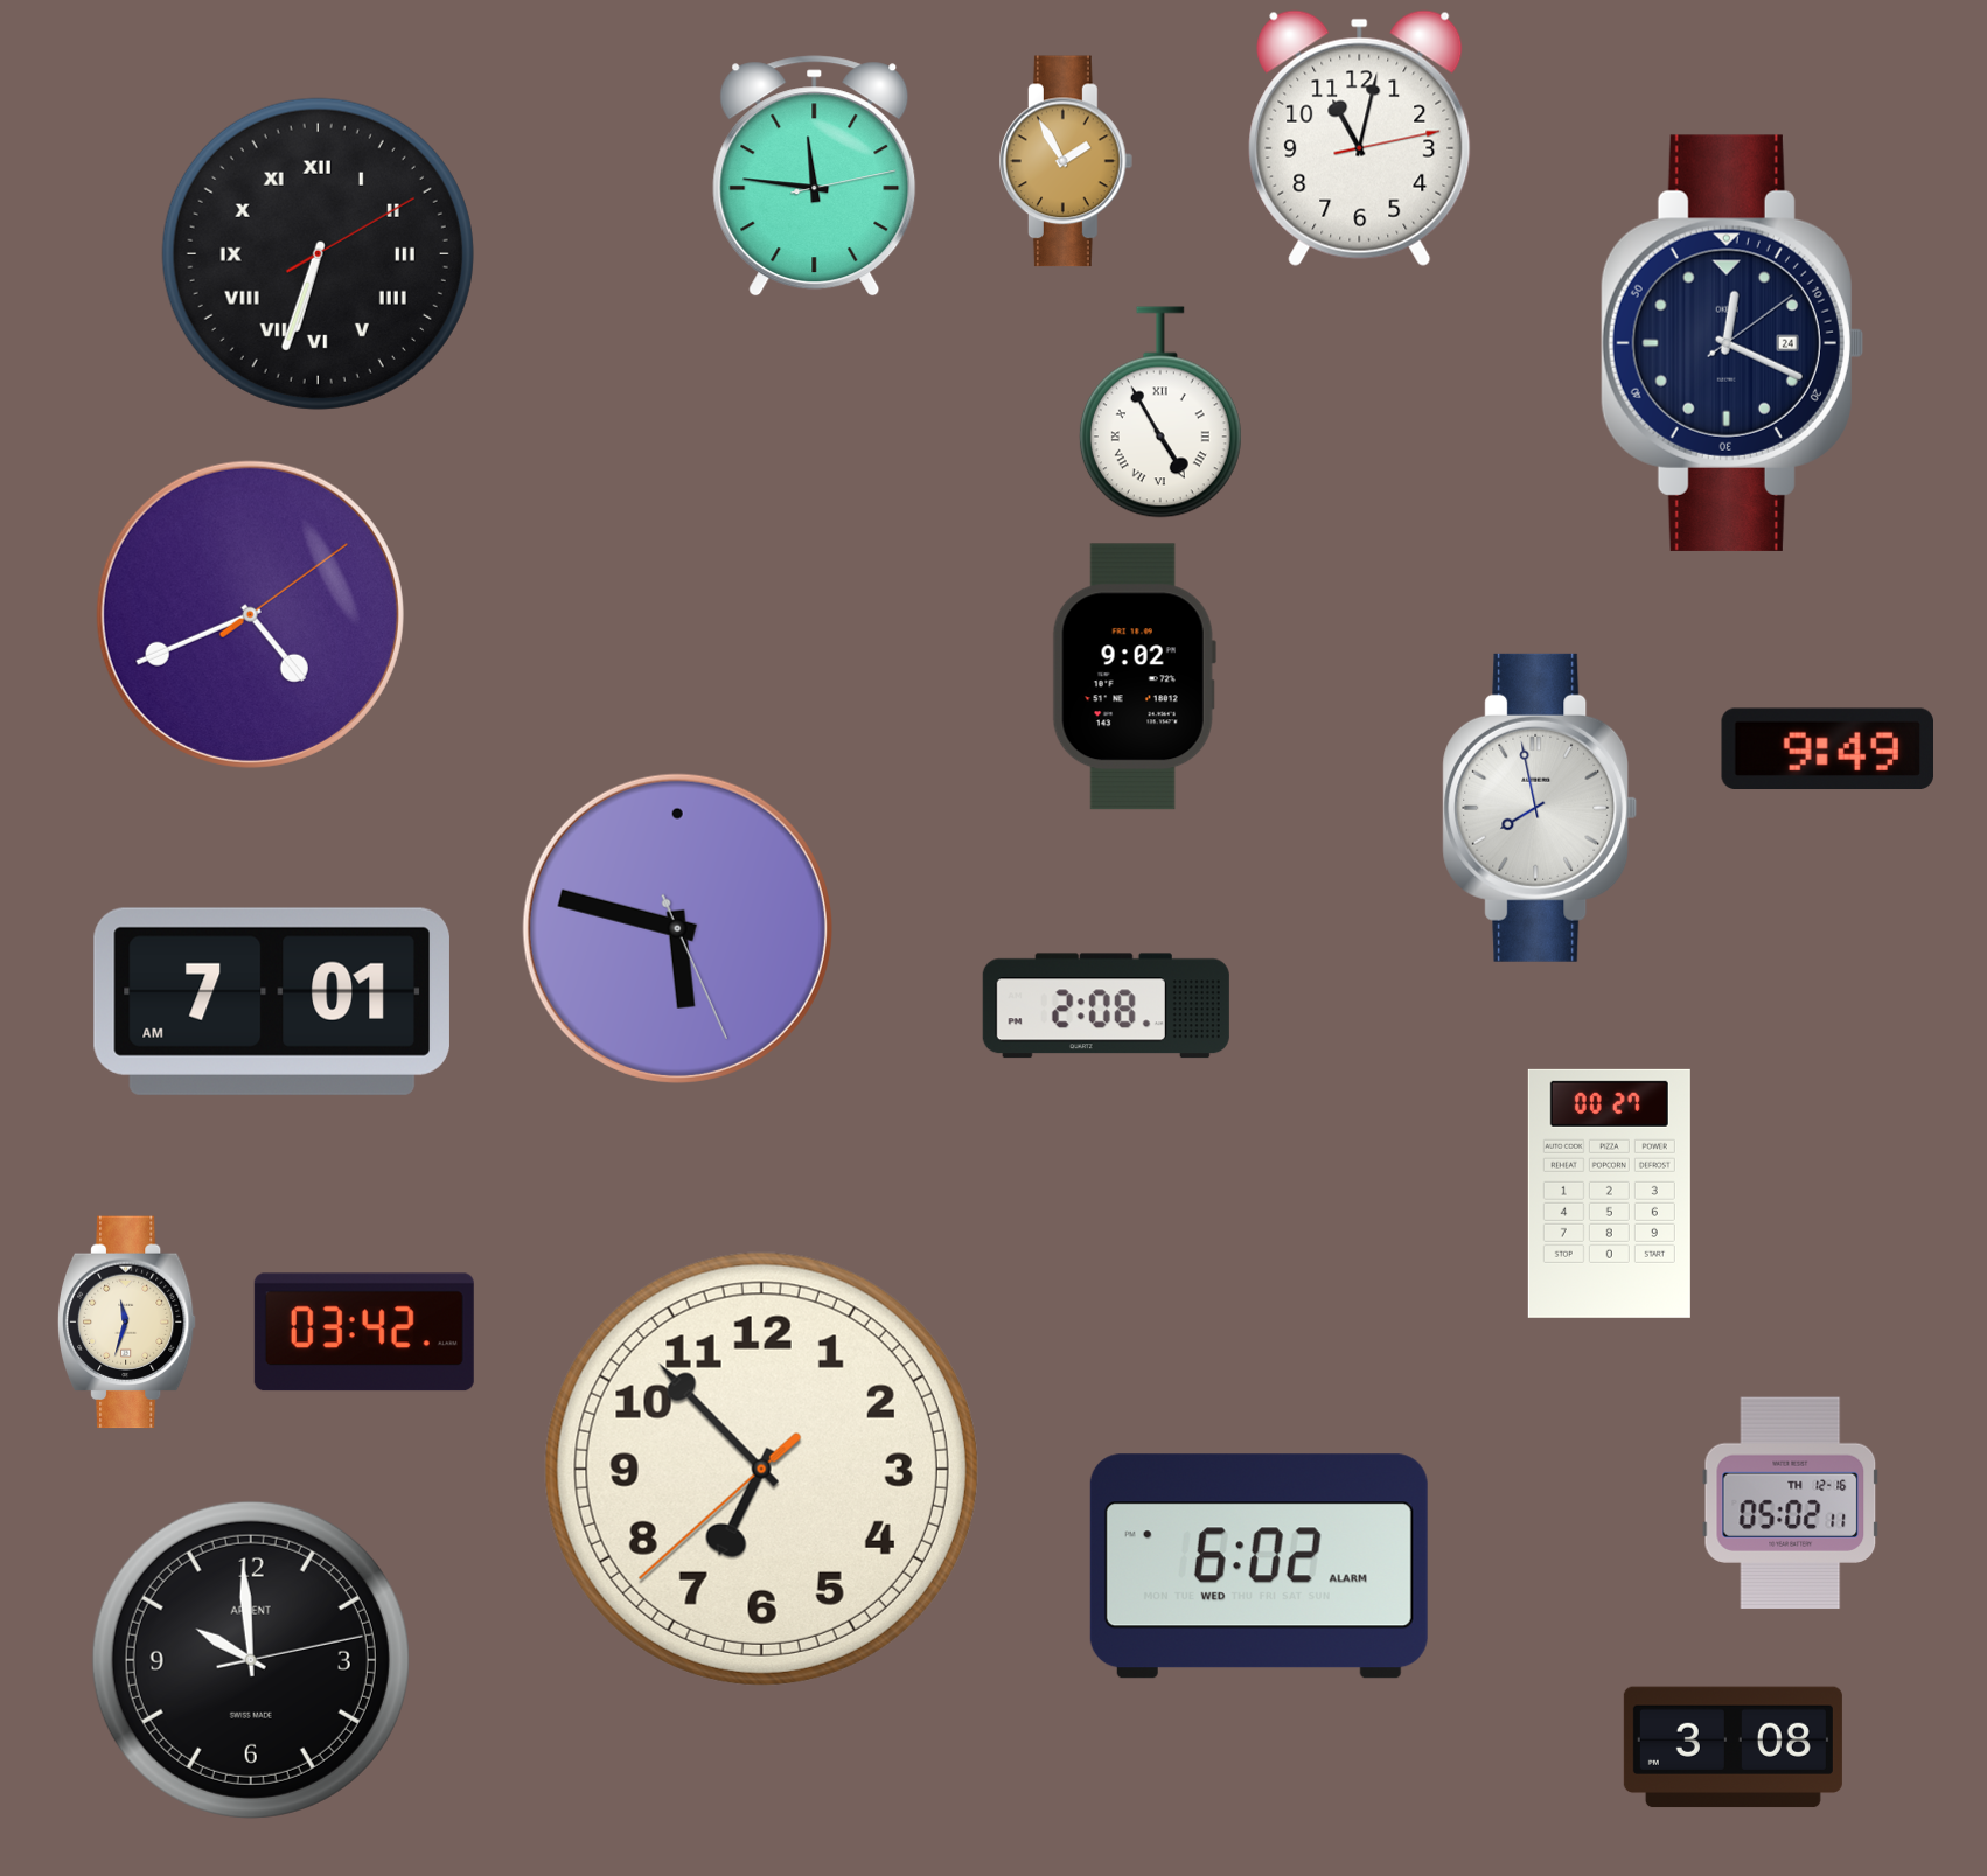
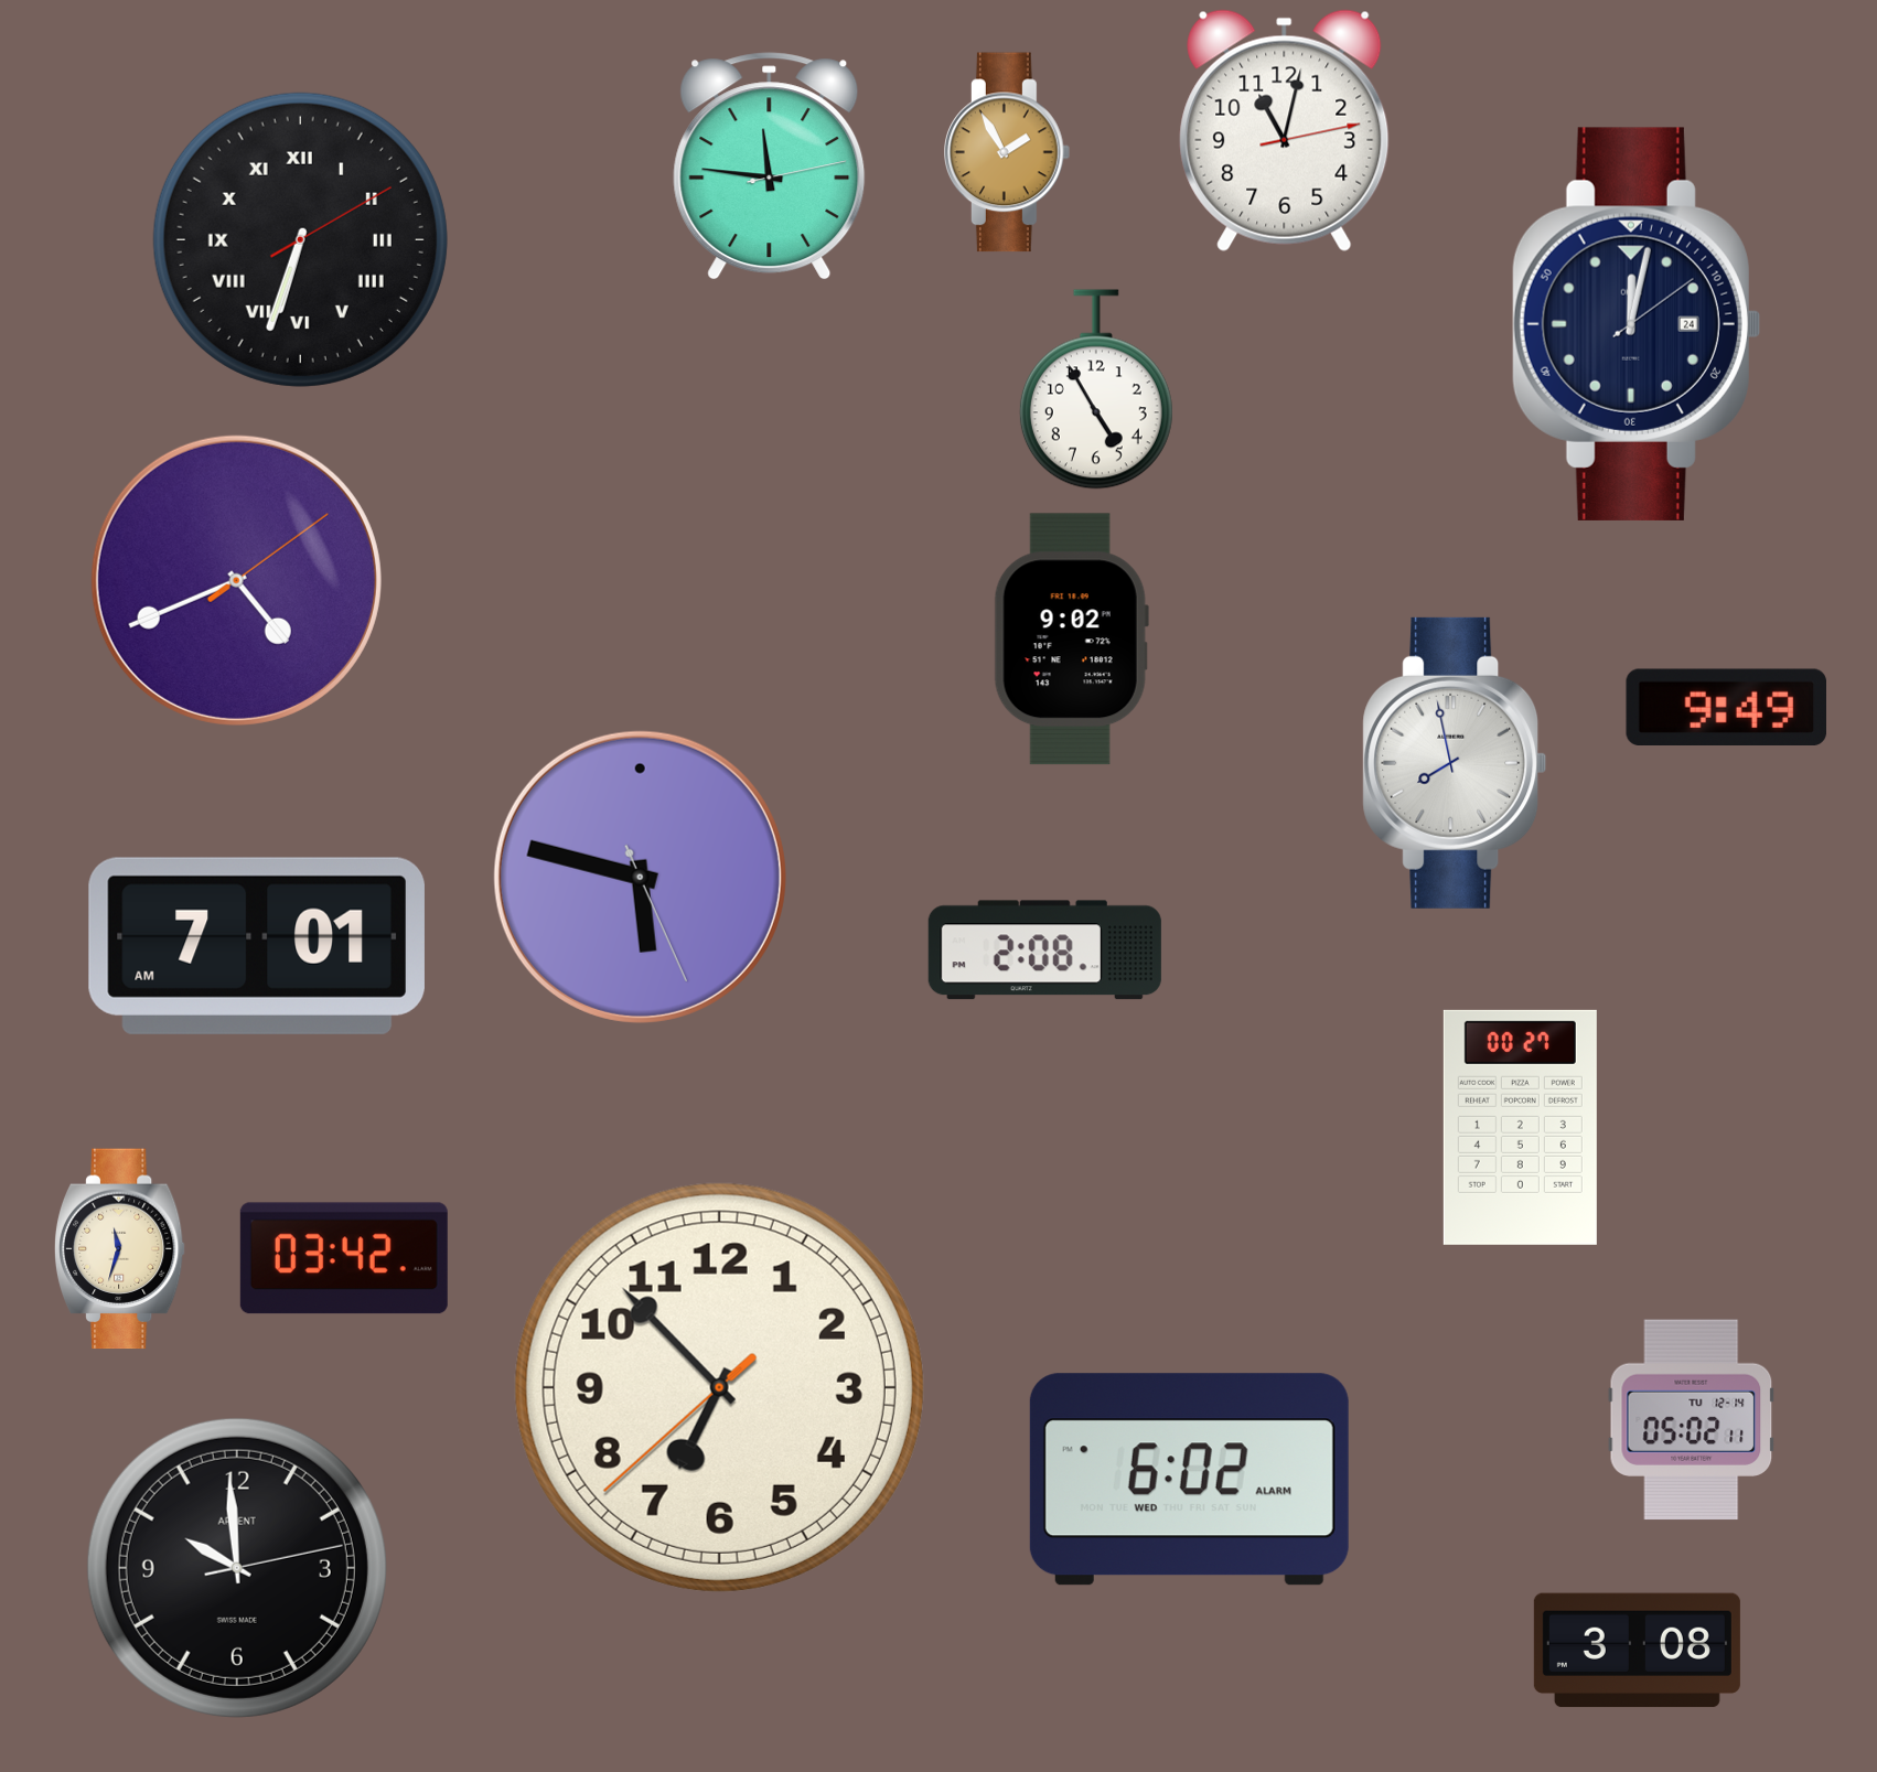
clock at (1731, 343): 12:19 -> 12:02
clock at (1160, 412) numerals: Roman -> Arabic
clock at (1791, 1504) date: TH 12-16 -> TU 12-14
